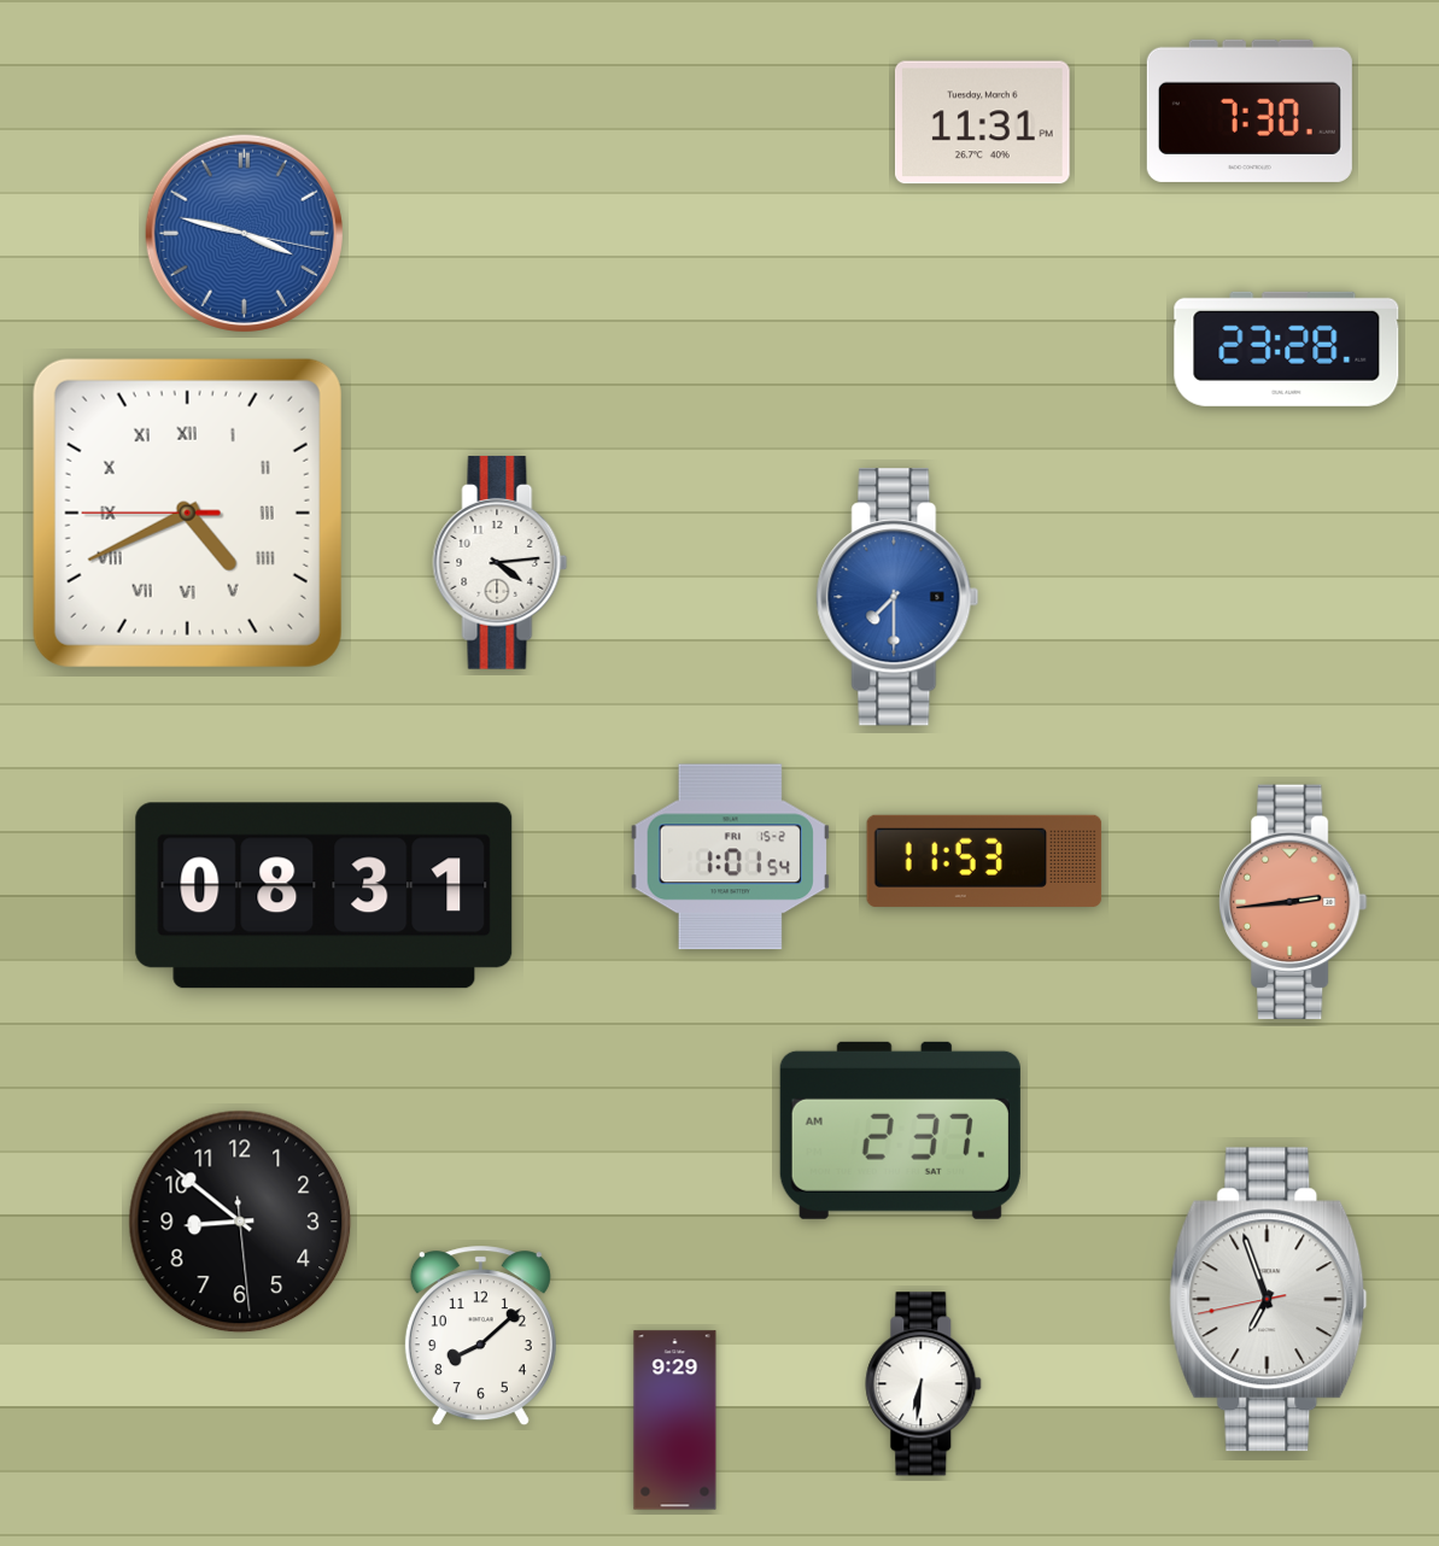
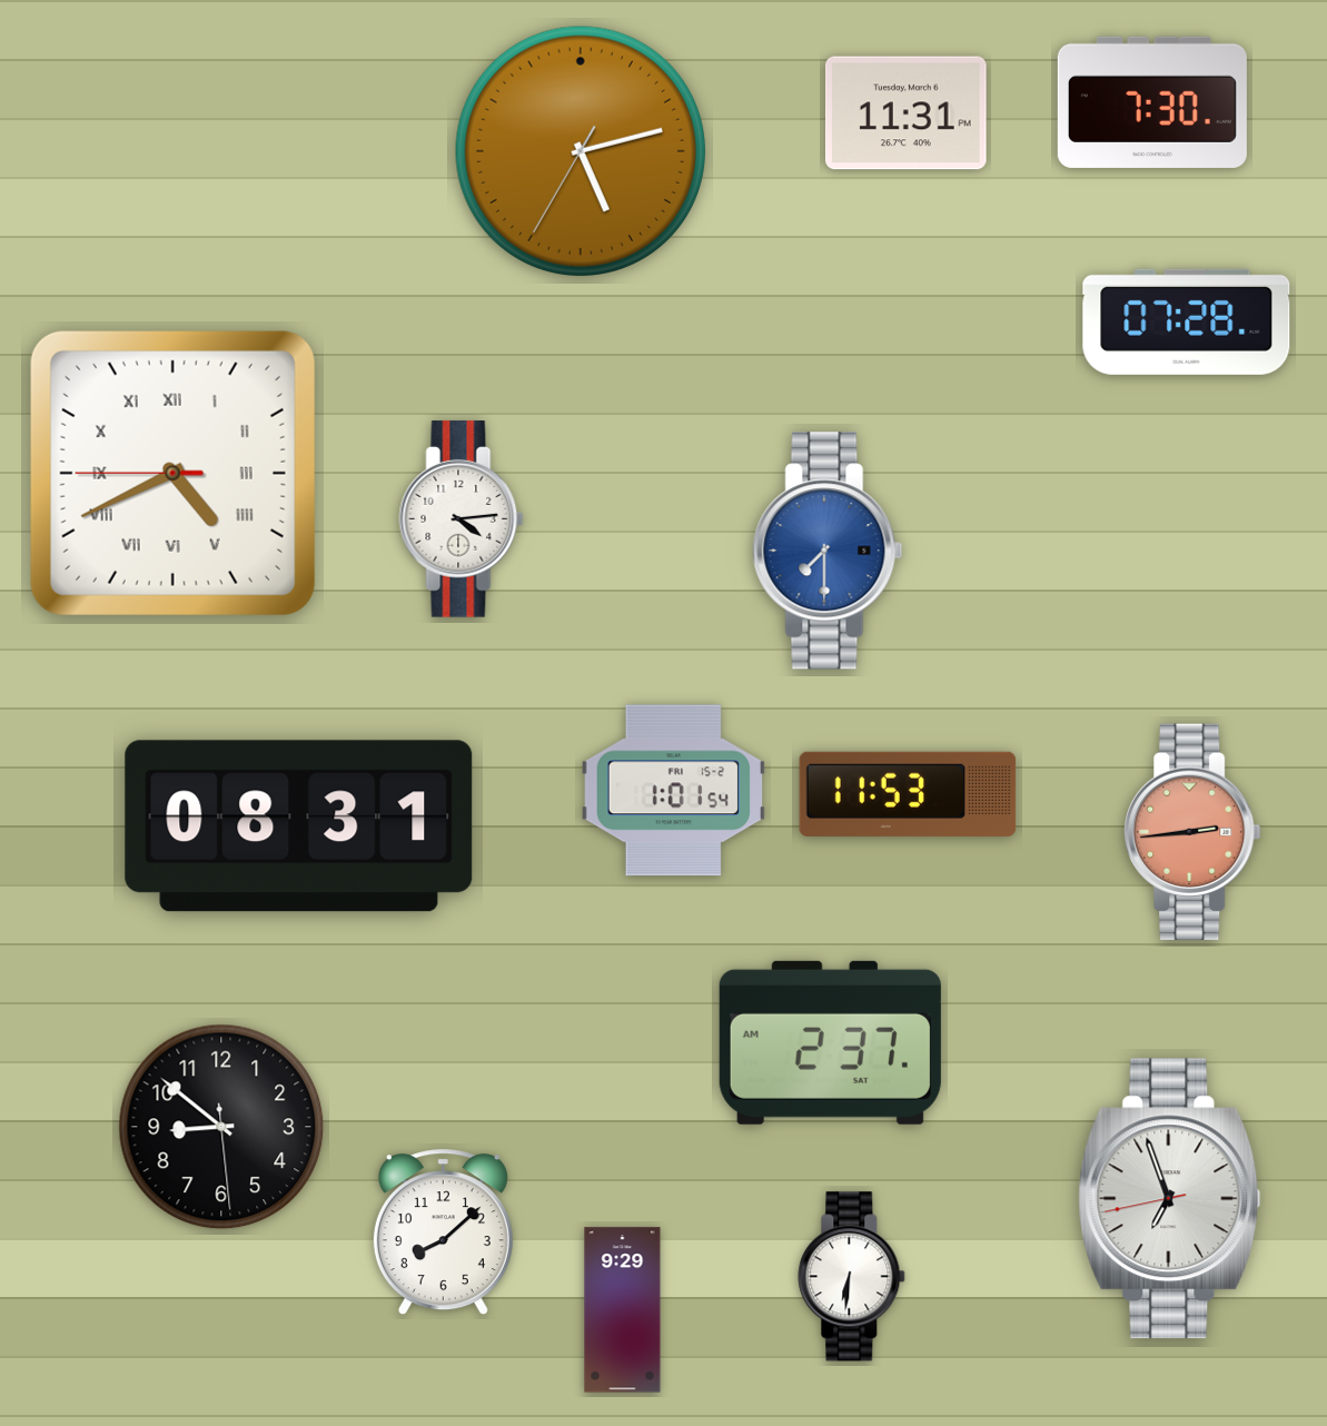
clock at (580, 150): none -> 5:12
clock at (244, 233): 3:47 -> none
clock at (1287, 349): 23:28 -> 07:28
